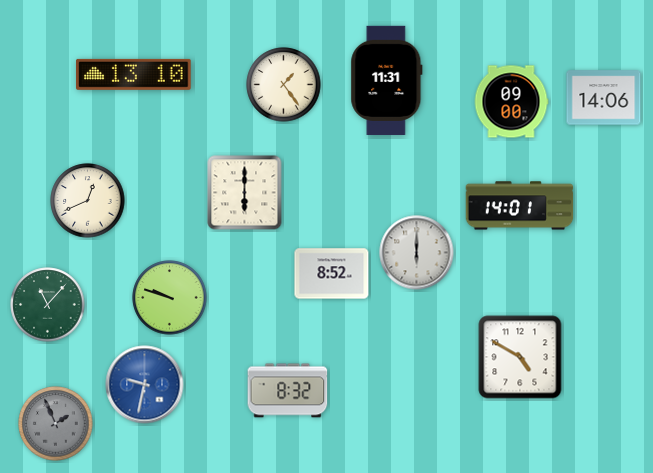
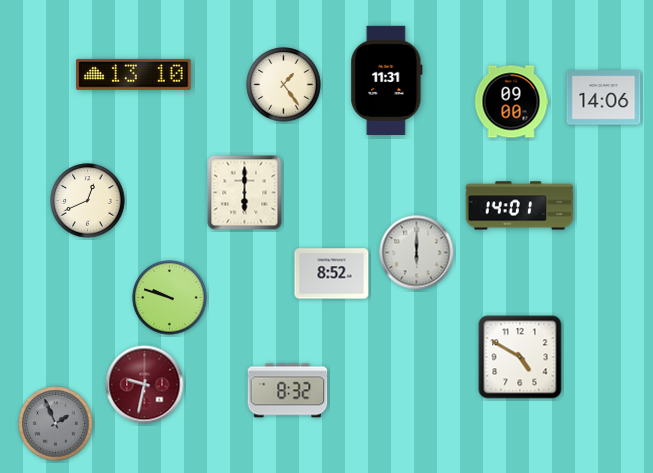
clock at (48, 305): 11:07 -> none
clock at (145, 385) dial: blue -> burgundy
